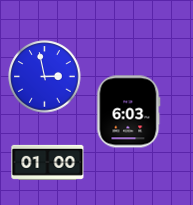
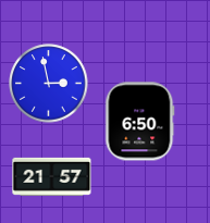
clock at (129, 112): 6:03 -> 6:50
clock at (48, 162): 01:00 -> 21:57
